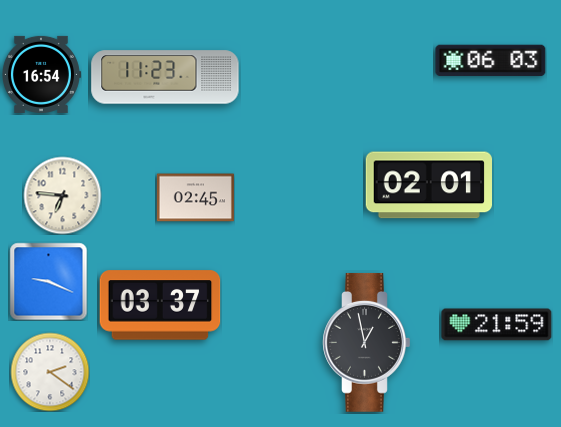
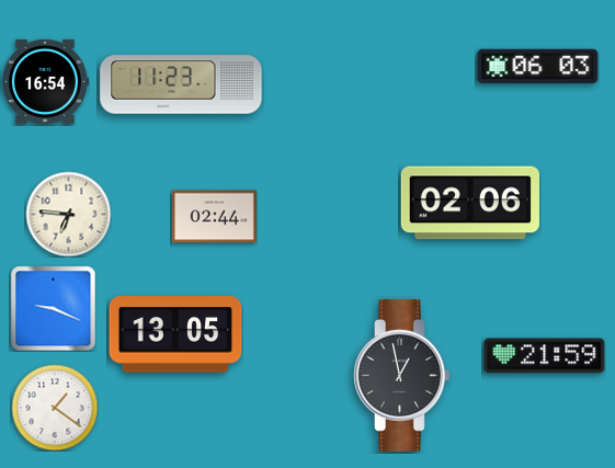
clock at (428, 185): 02:01 -> 02:06
clock at (195, 198): 02:45 -> 02:44
clock at (160, 305): 03:37 -> 13:05
clock at (50, 372): 2:21 -> 1:21
